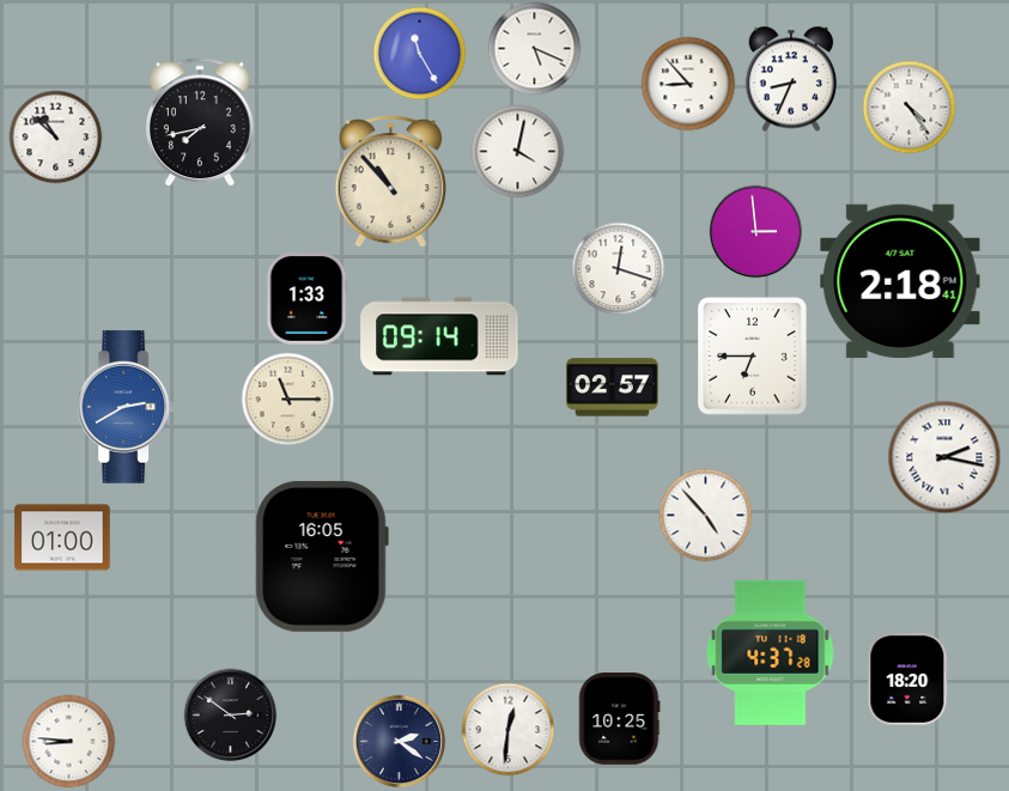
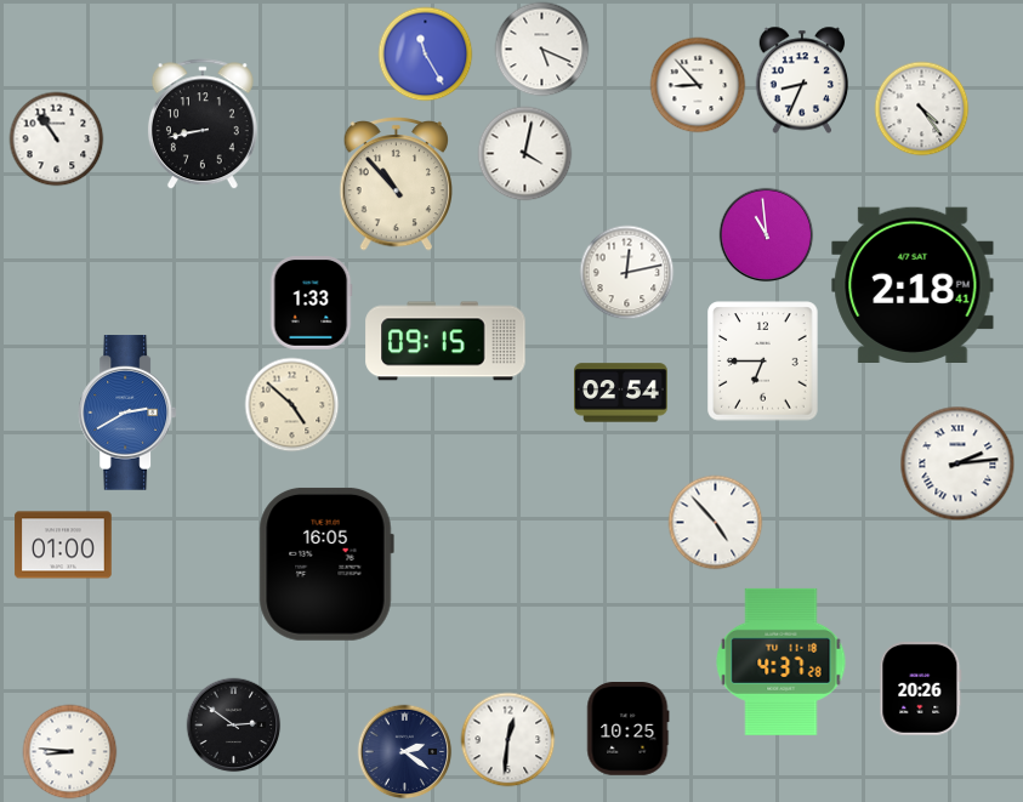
clock at (200, 122): 7:43 -> 8:43
clock at (55, 136): 10:52 -> 10:54
clock at (755, 231): 2:59 -> 10:59
clock at (618, 268): 12:18 -> 12:13
clock at (439, 336): 09:14 -> 09:15
clock at (613, 388): 02:57 -> 02:54
clock at (287, 398): 11:15 -> 4:52
clock at (944, 457): 2:17 -> 2:14
clock at (908, 679): 18:20 -> 20:26
clock at (507, 729) position: (507, 729) -> (507, 739)
